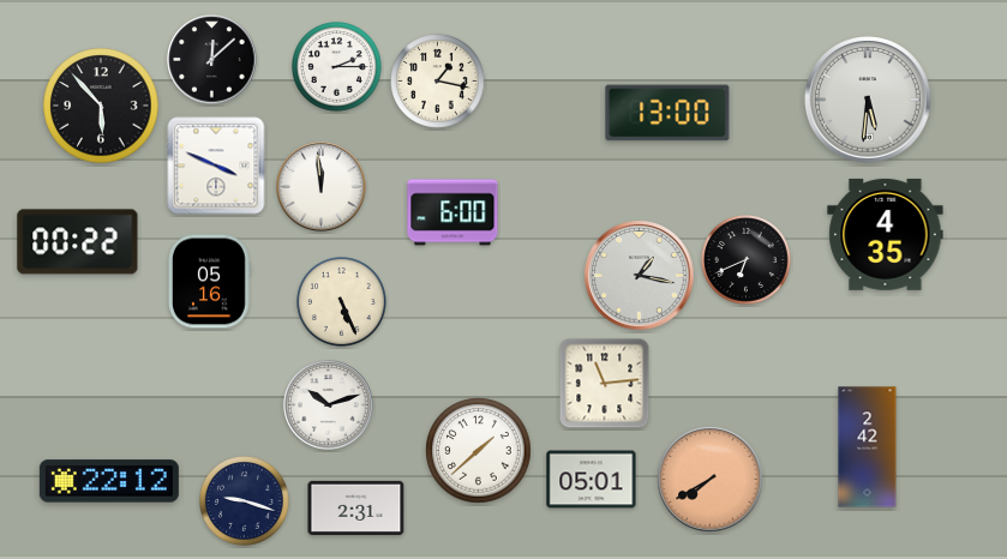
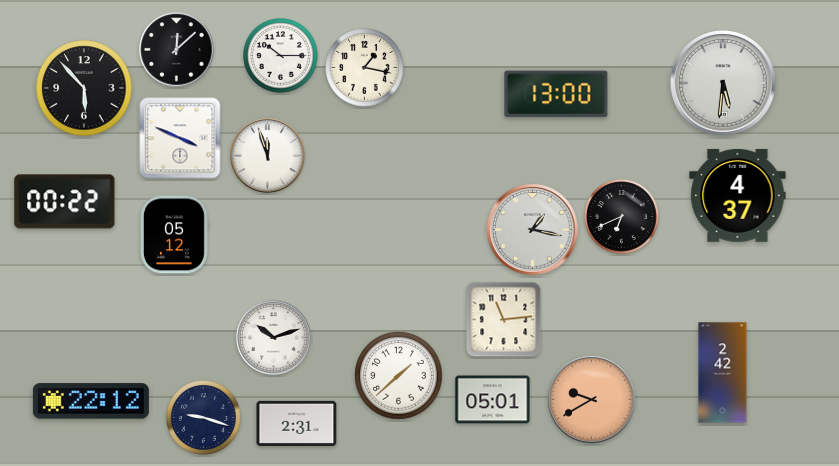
clock at (337, 67): 2:15 -> 10:15
clock at (322, 187): 11:59 -> 11:57
clock at (452, 212): 6:00 -> none
clock at (886, 234): 4:35 -> 4:37
clock at (209, 282): 05:16 -> 05:12
clock at (342, 302): 5:26 -> none
clock at (711, 480): 7:40 -> 9:40
